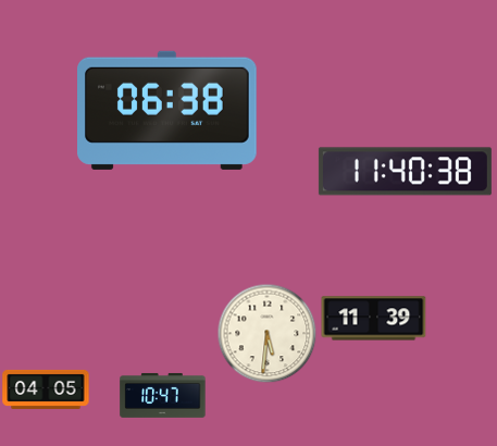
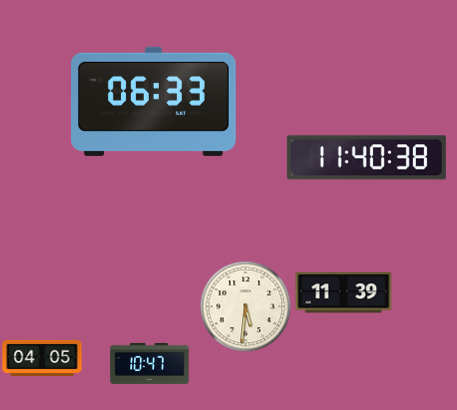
clock at (167, 110): 06:38 -> 06:33
clock at (405, 172) position: (405, 172) -> (366, 158)
